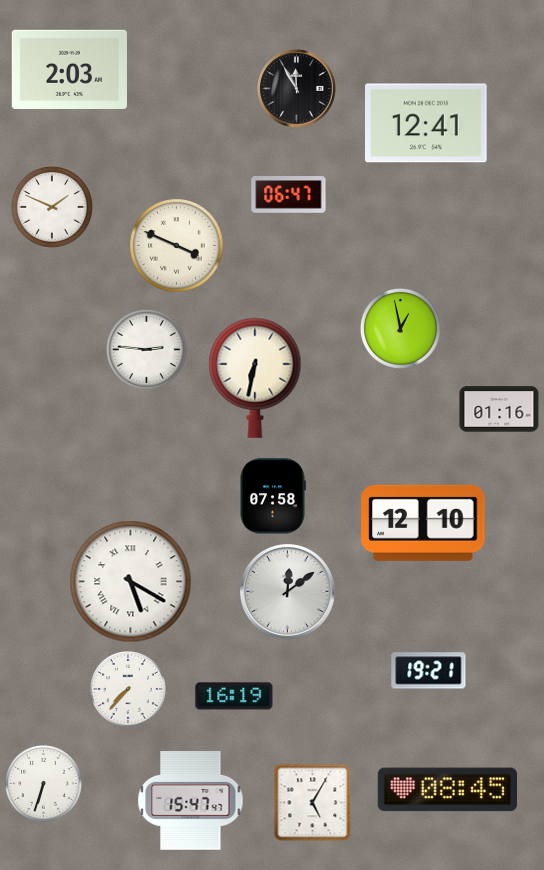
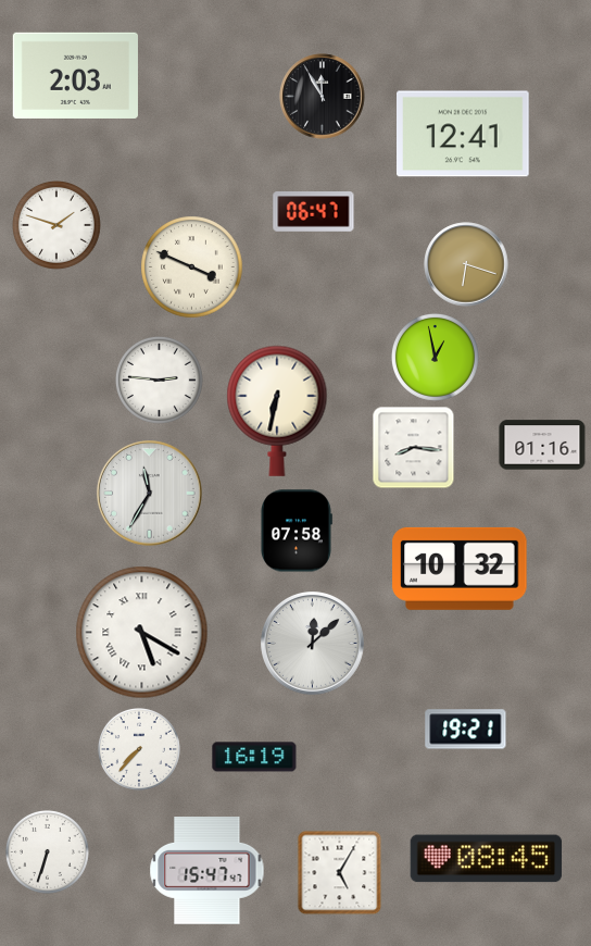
clock at (53, 208): 1:49 -> 1:48
clock at (466, 264): none -> 6:18
clock at (414, 448): none -> 8:16
clock at (150, 494): none -> 11:35
clock at (273, 496) position: (273, 496) -> (297, 531)
clock at (423, 523): 12:10 -> 10:32
clock at (288, 592): 12:09 -> 12:08
